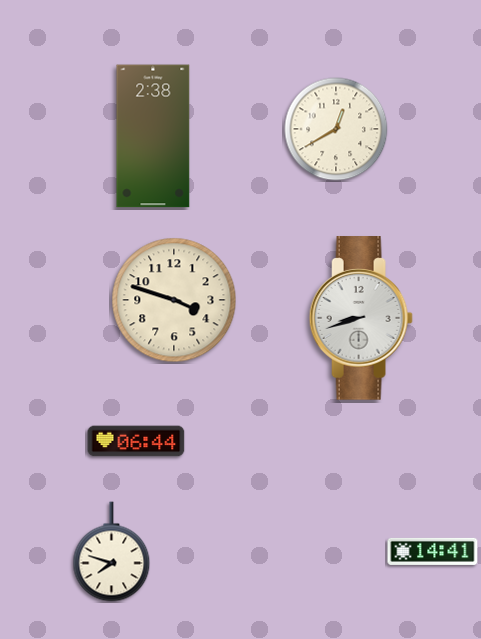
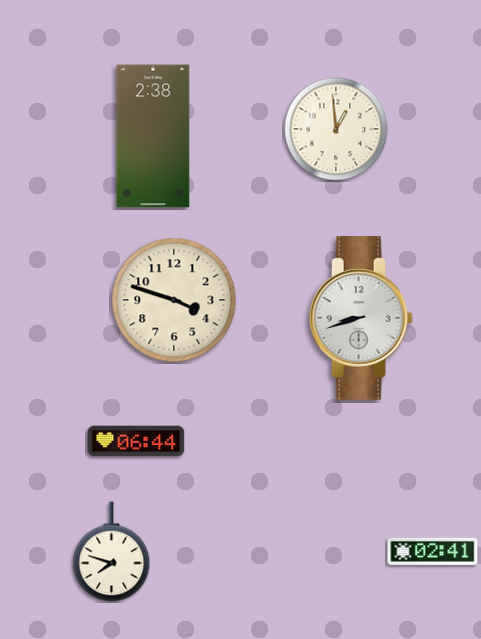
clock at (336, 129): 12:40 -> 12:59
clock at (433, 551): 14:41 -> 02:41
